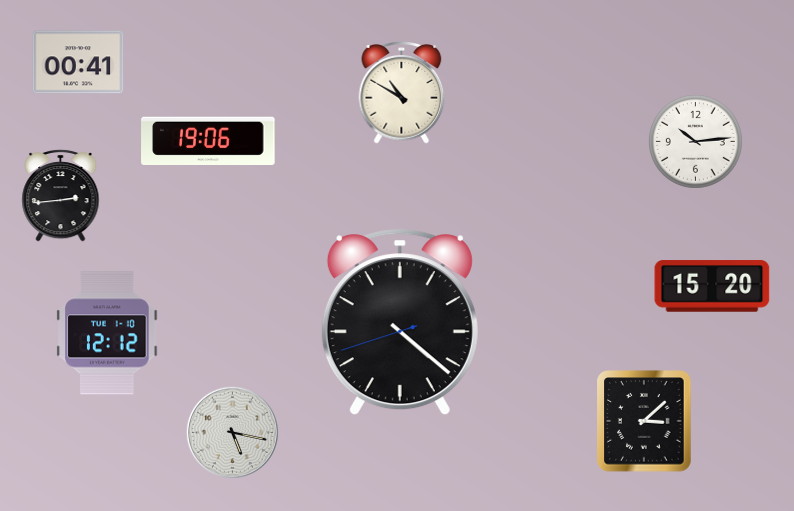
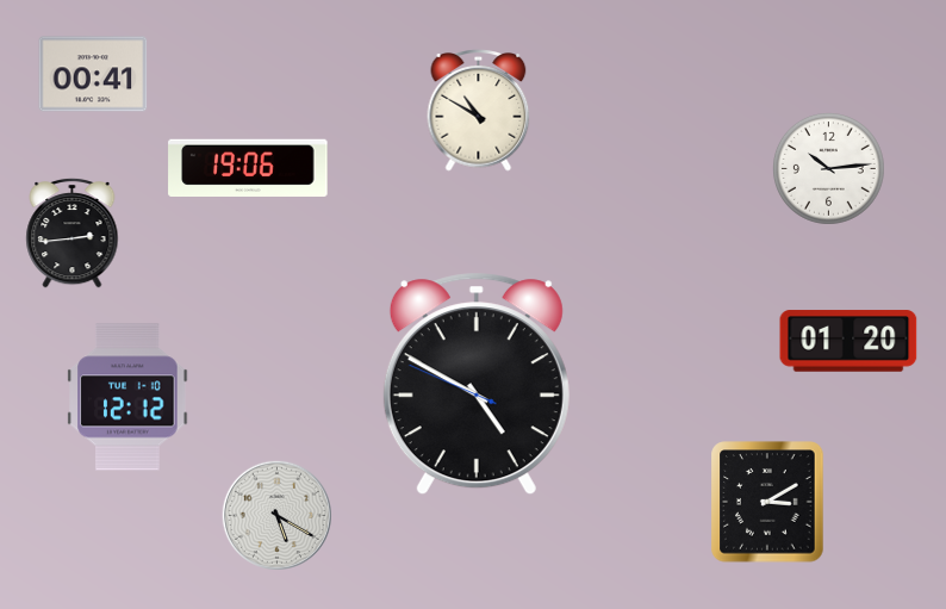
clock at (712, 286): 15:20 -> 01:20
clock at (400, 322): 4:21 -> 4:49
clock at (644, 421): 3:08 -> 3:10
clock at (232, 432): 5:17 -> 5:20
